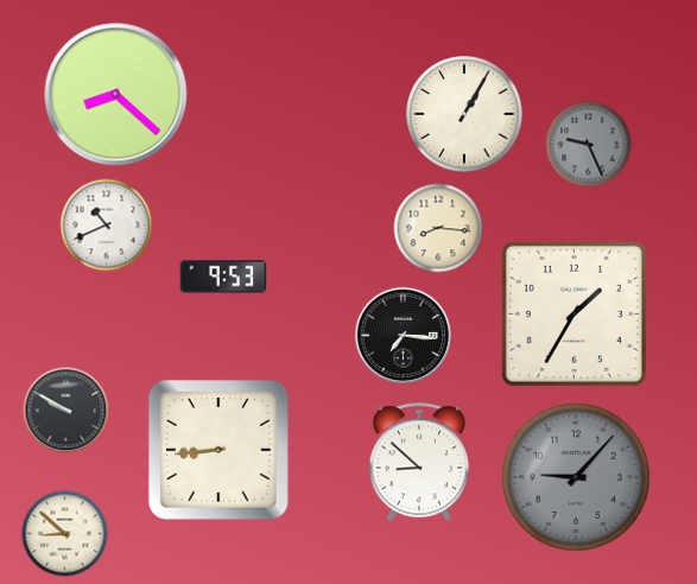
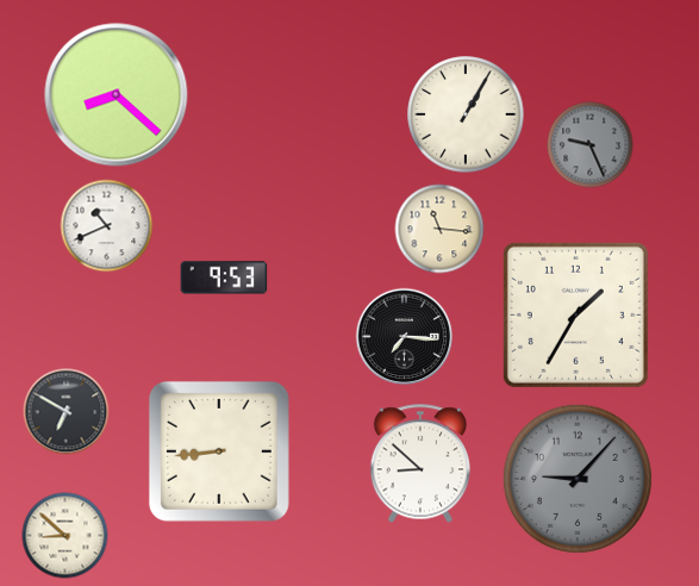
clock at (438, 228): 8:16 -> 11:16
clock at (66, 411): 9:50 -> 6:50
